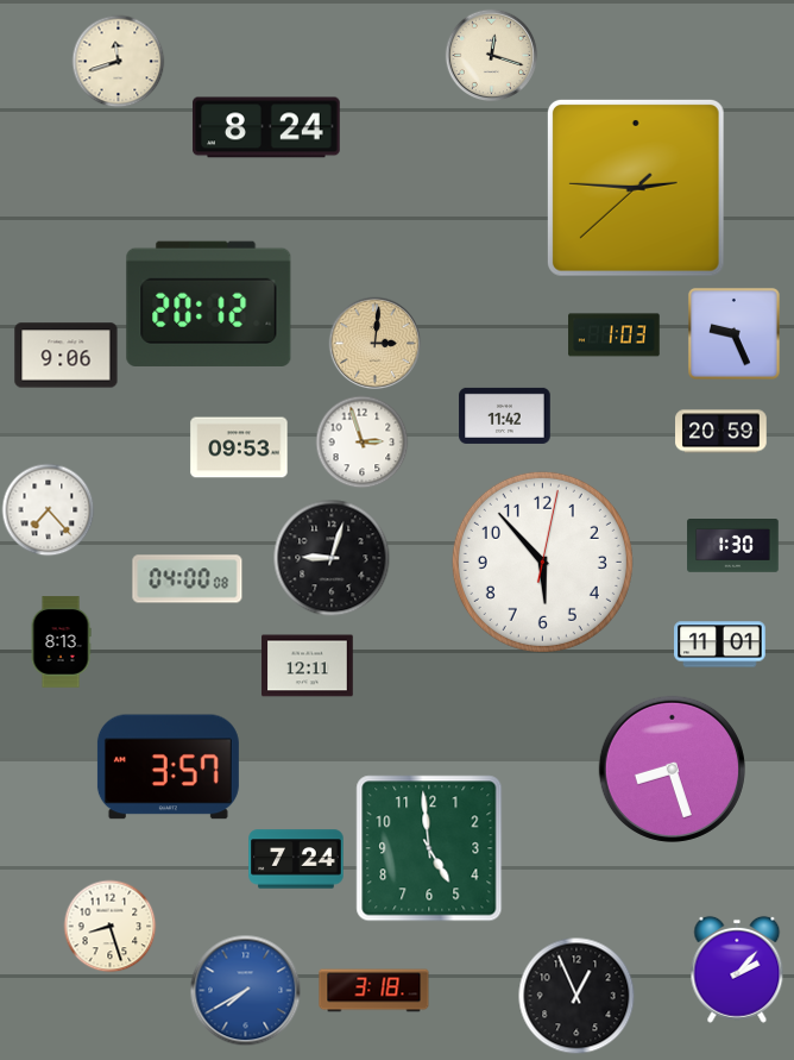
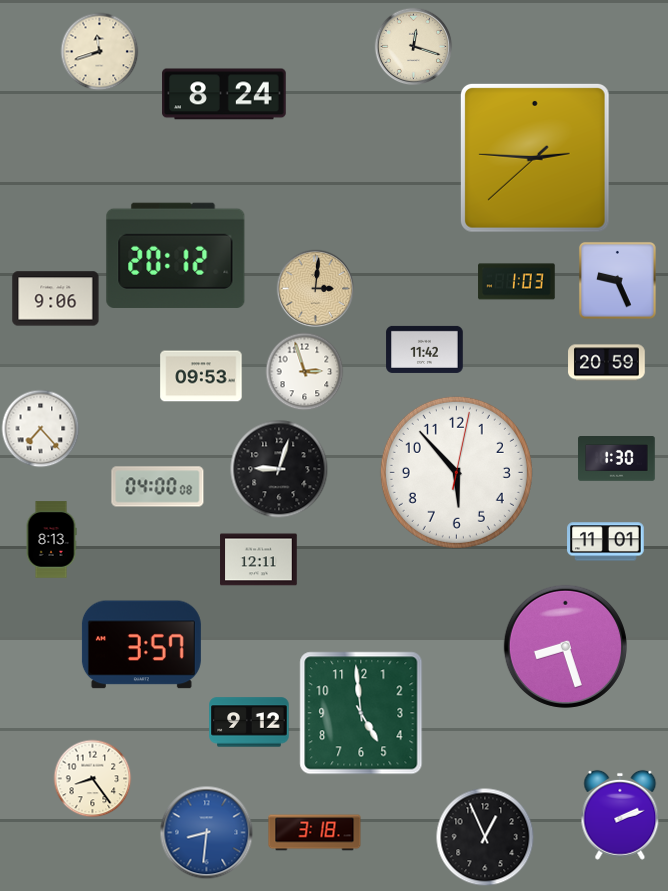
clock at (266, 127) position: (266, 127) -> (224, 94)
clock at (296, 859): 7:24 -> 9:12
clock at (109, 926): 8:27 -> 8:24
clock at (737, 970): 2:07 -> 2:12
clock at (245, 990): 7:40 -> 8:31
